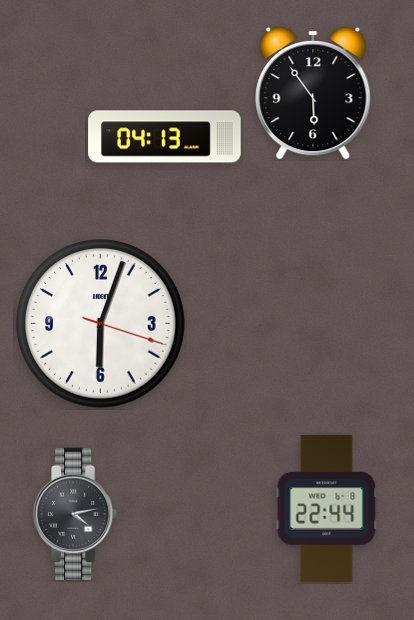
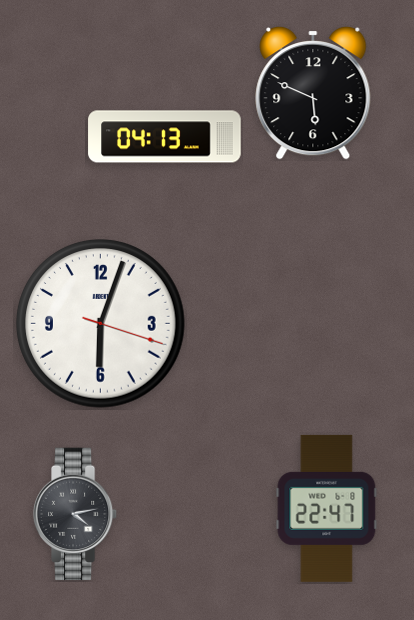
clock at (313, 93): 5:54 -> 5:49
clock at (327, 508): 22:44 -> 22:47
